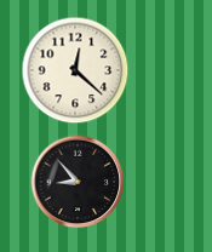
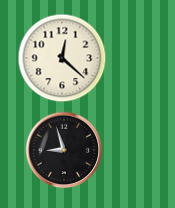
clock at (78, 182): 8:53 -> 8:57
